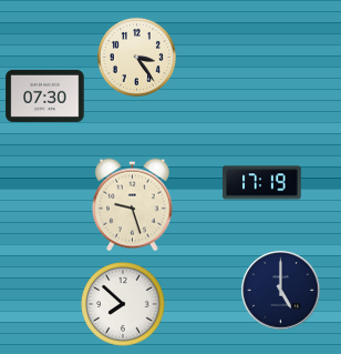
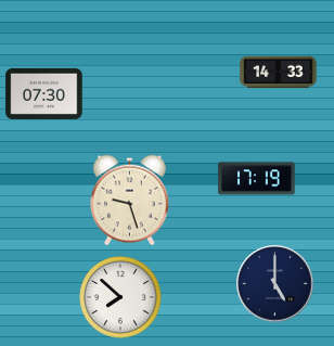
clock at (136, 57): 3:24 -> none
clock at (279, 73): none -> 14:33
